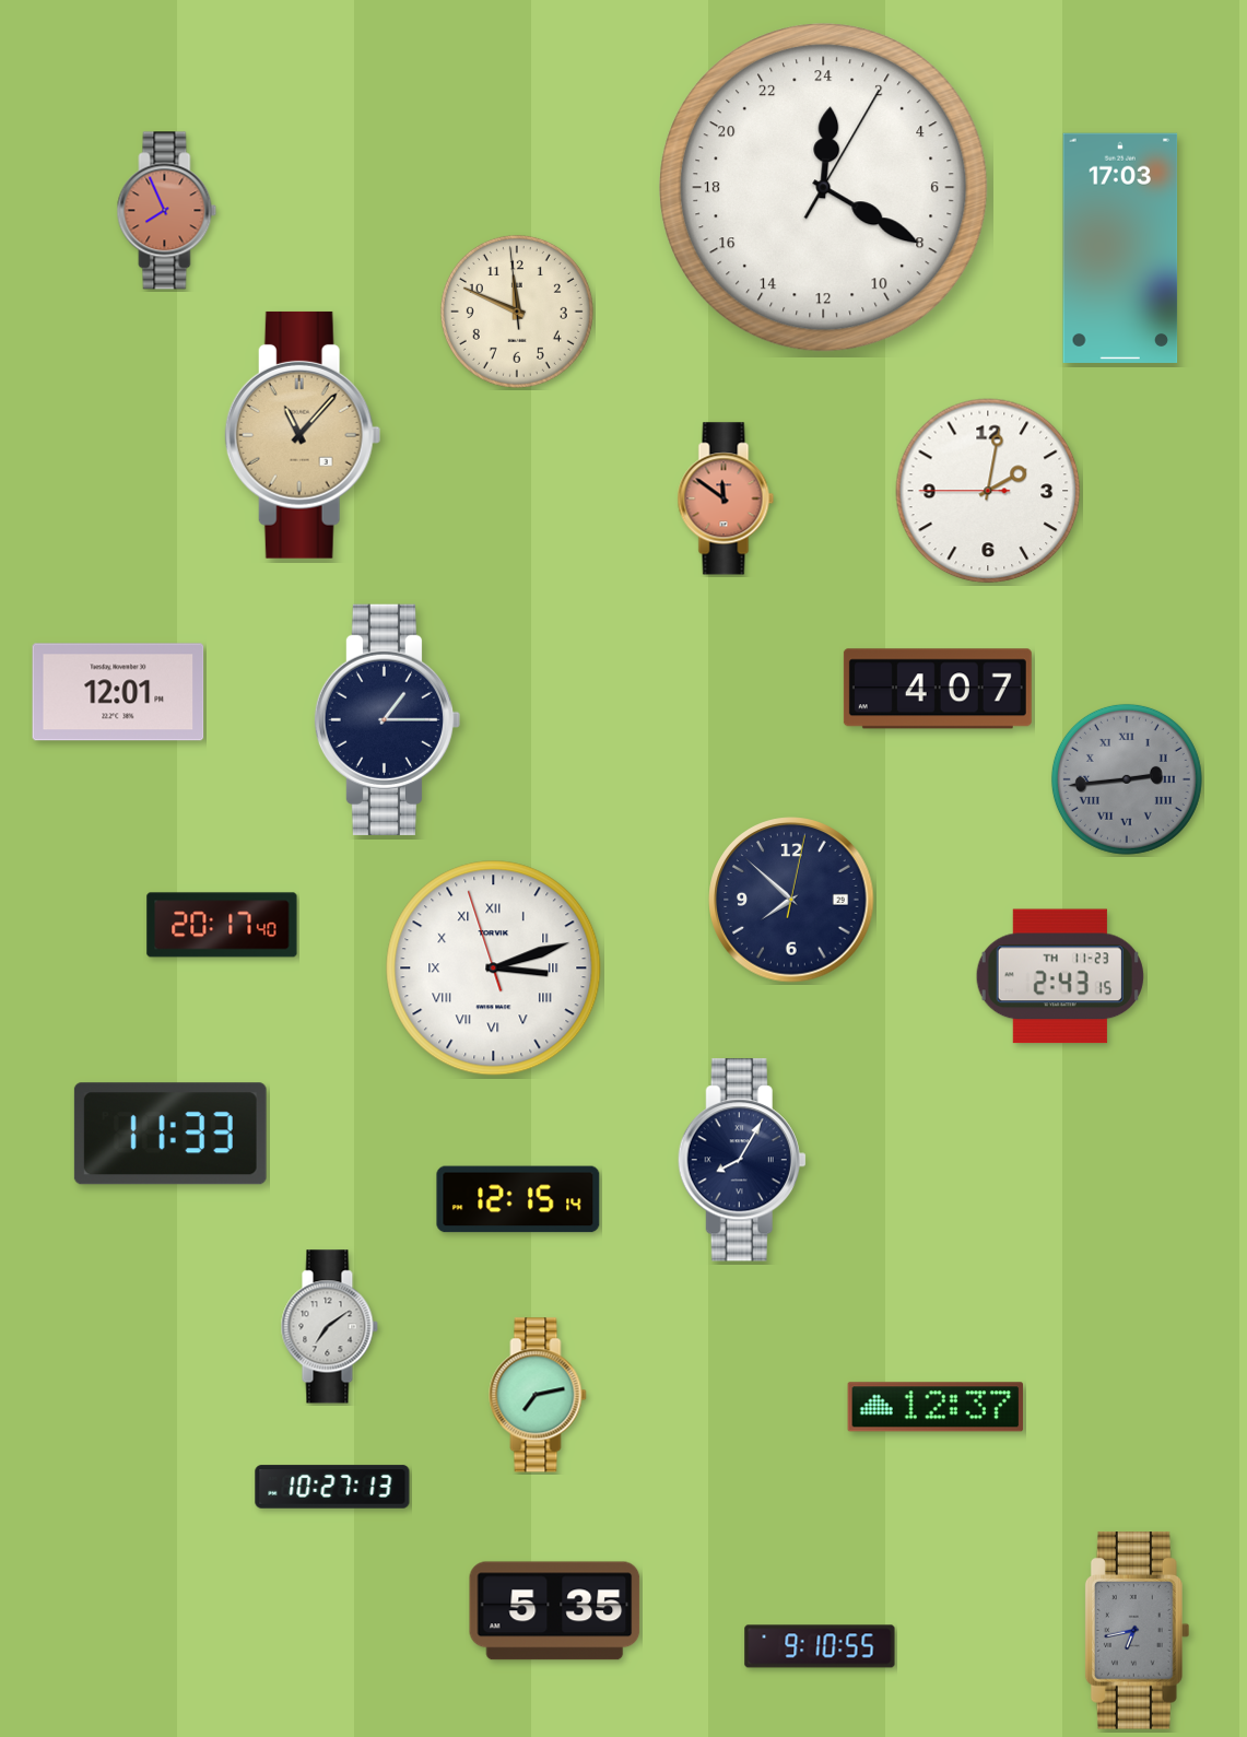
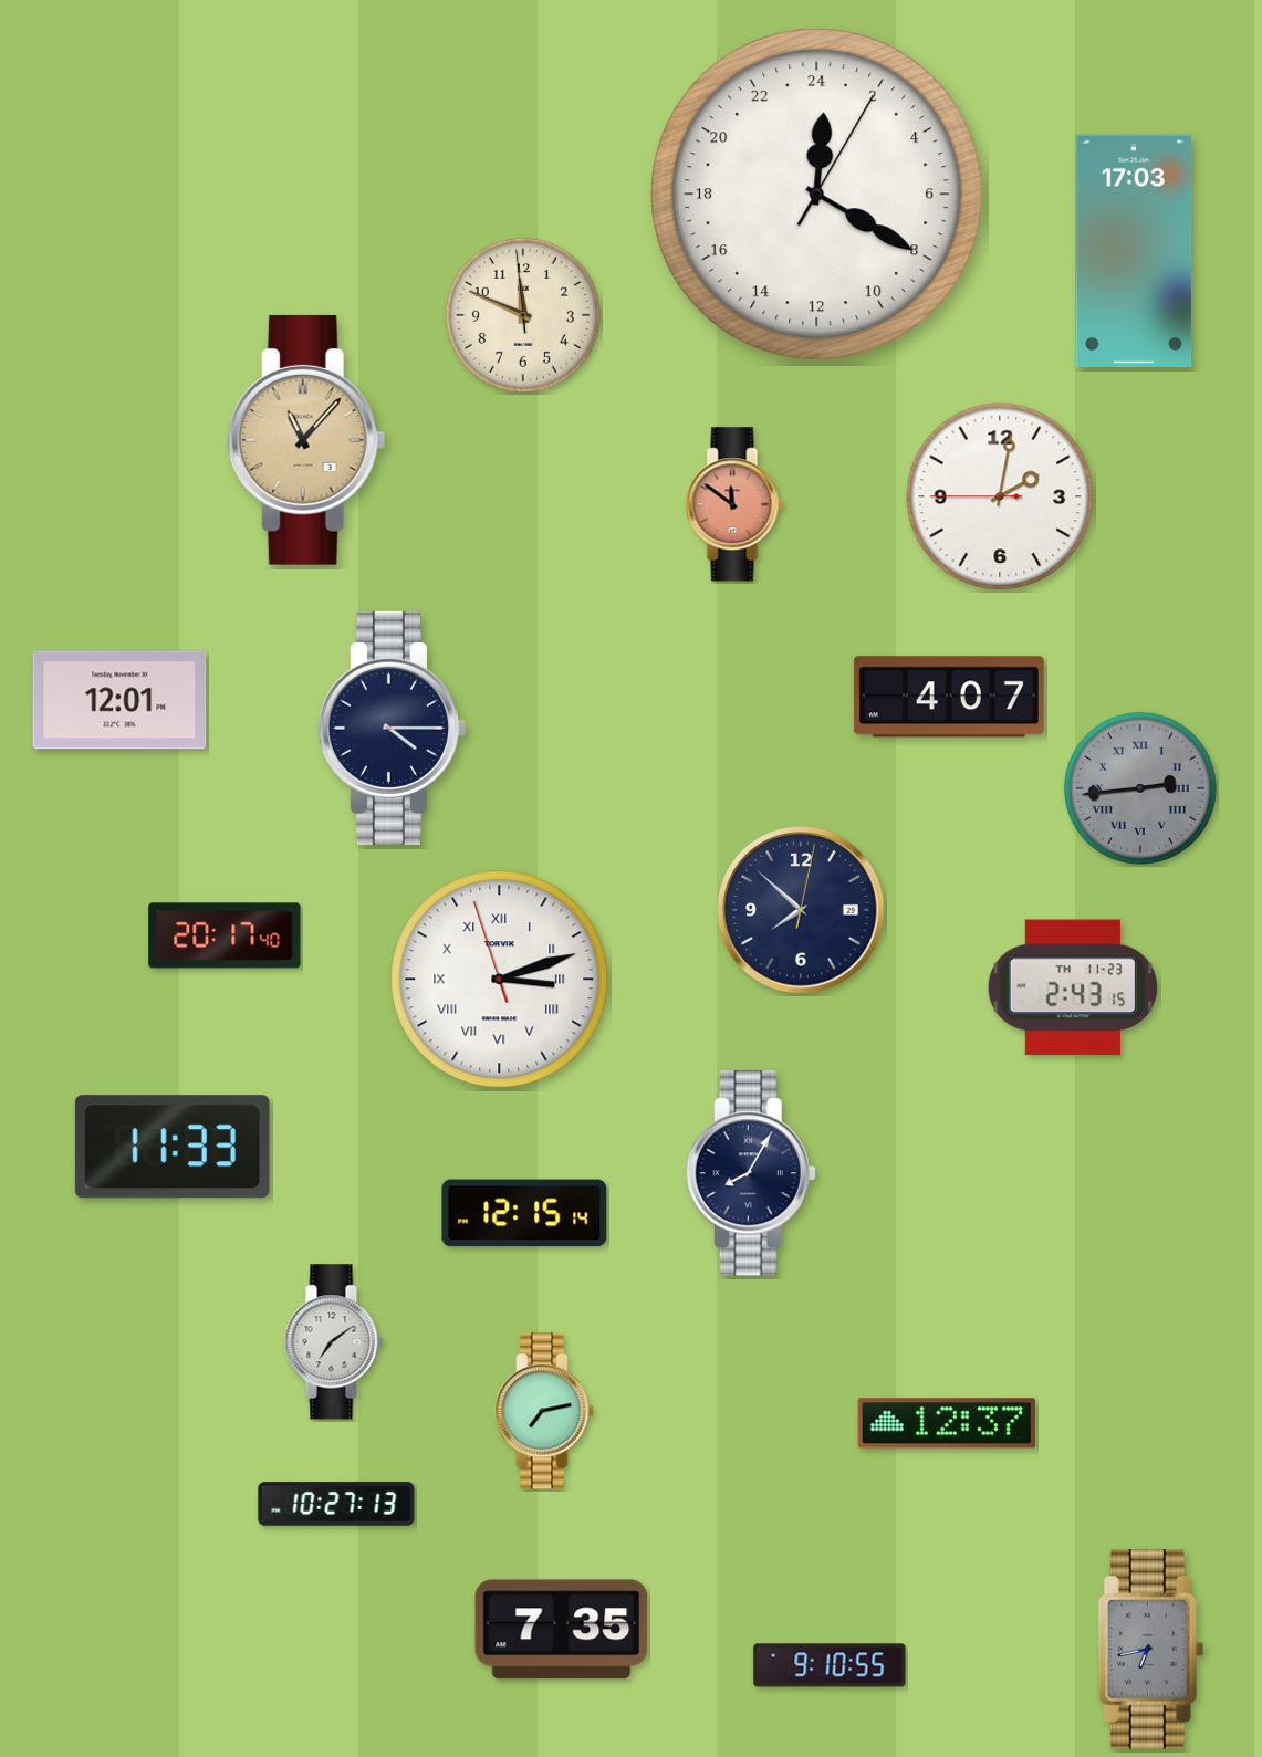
clock at (824, 188) position: (824, 188) -> (817, 195)
clock at (167, 211): 7:56 -> none
clock at (387, 719): 1:15 -> 4:15
clock at (555, 1611): 5:35 -> 7:35
